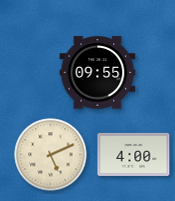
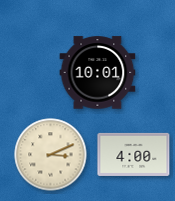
clock at (98, 73): 09:55 -> 10:01
clock at (51, 155): 5:11 -> 3:11
